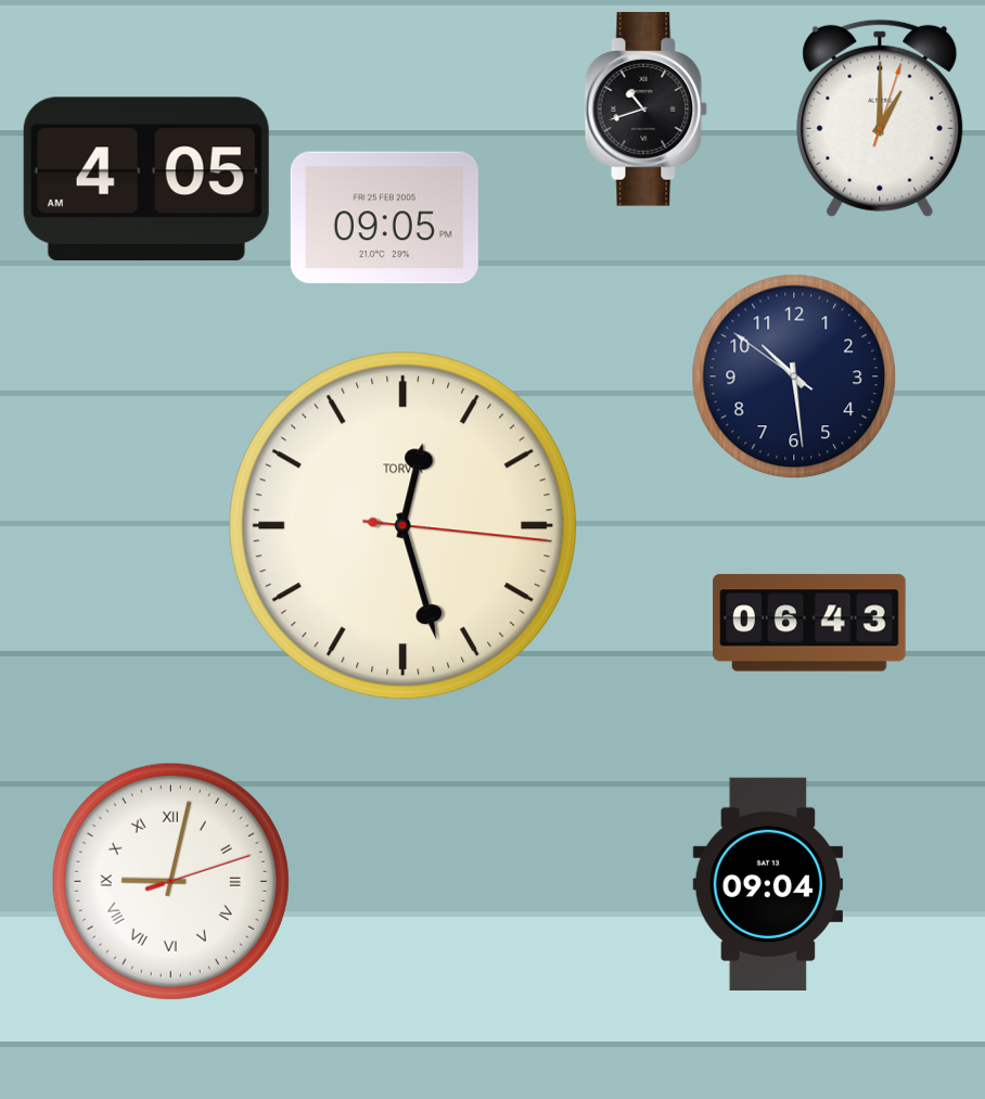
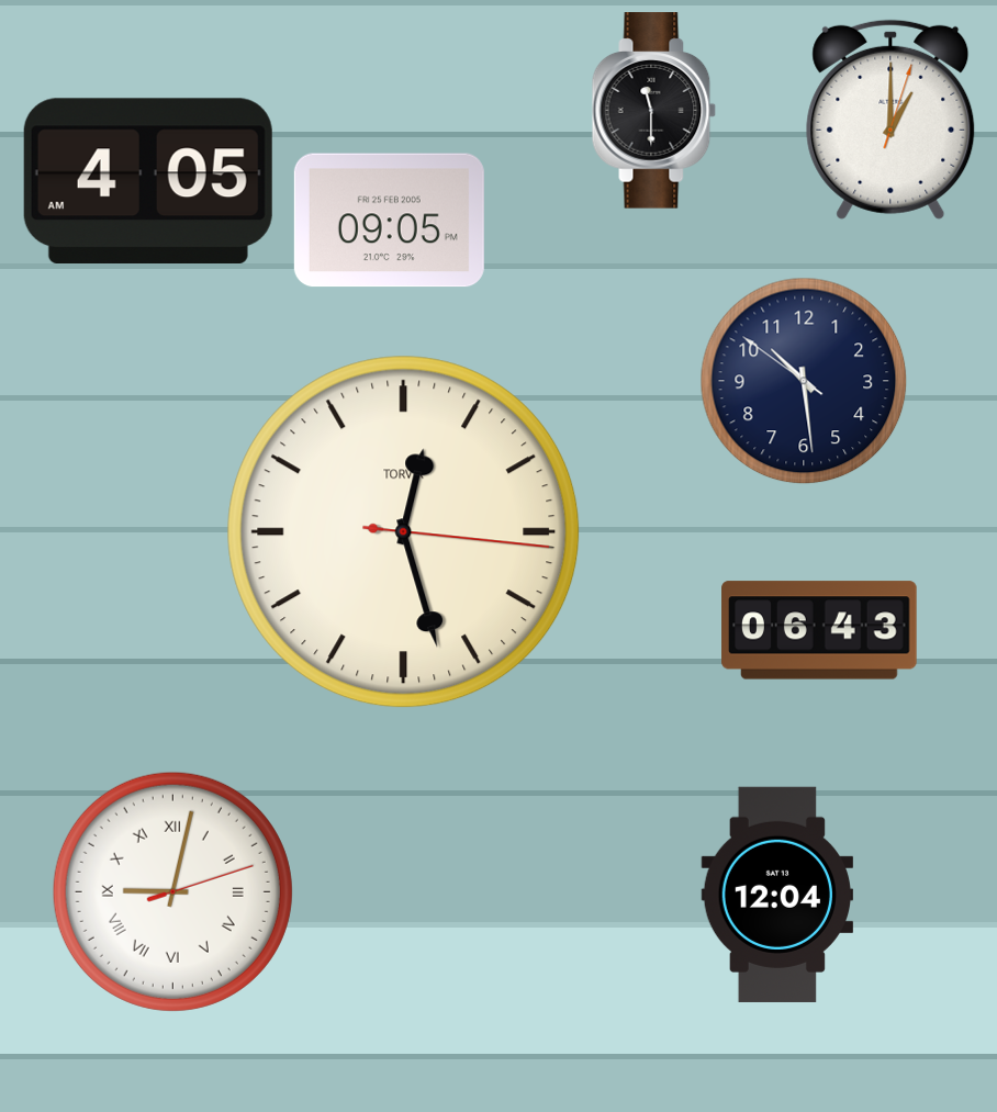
clock at (647, 110): 10:42 -> 11:30
clock at (404, 526) position: (404, 526) -> (404, 532)
clock at (767, 884): 09:04 -> 12:04
